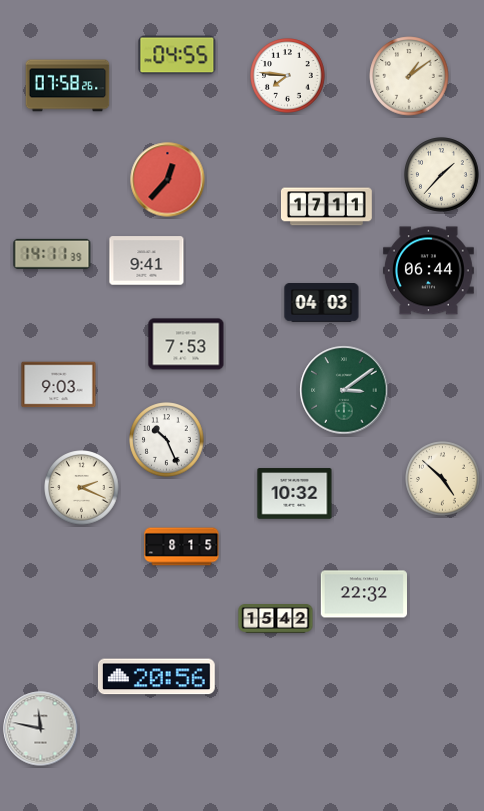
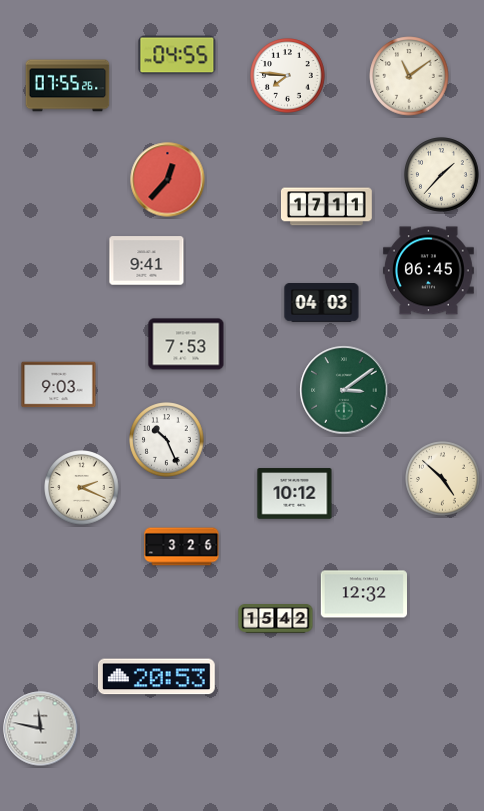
clock at (409, 76): 1:09 -> 11:09
clock at (68, 86): 07:58 -> 07:55
clock at (52, 254): 14:11 -> none
clock at (429, 271): 06:44 -> 06:45
clock at (295, 494): 10:32 -> 10:12
clock at (182, 547): 8:15 -> 3:26
clock at (363, 594): 22:32 -> 12:32
clock at (156, 677): 20:56 -> 20:53
